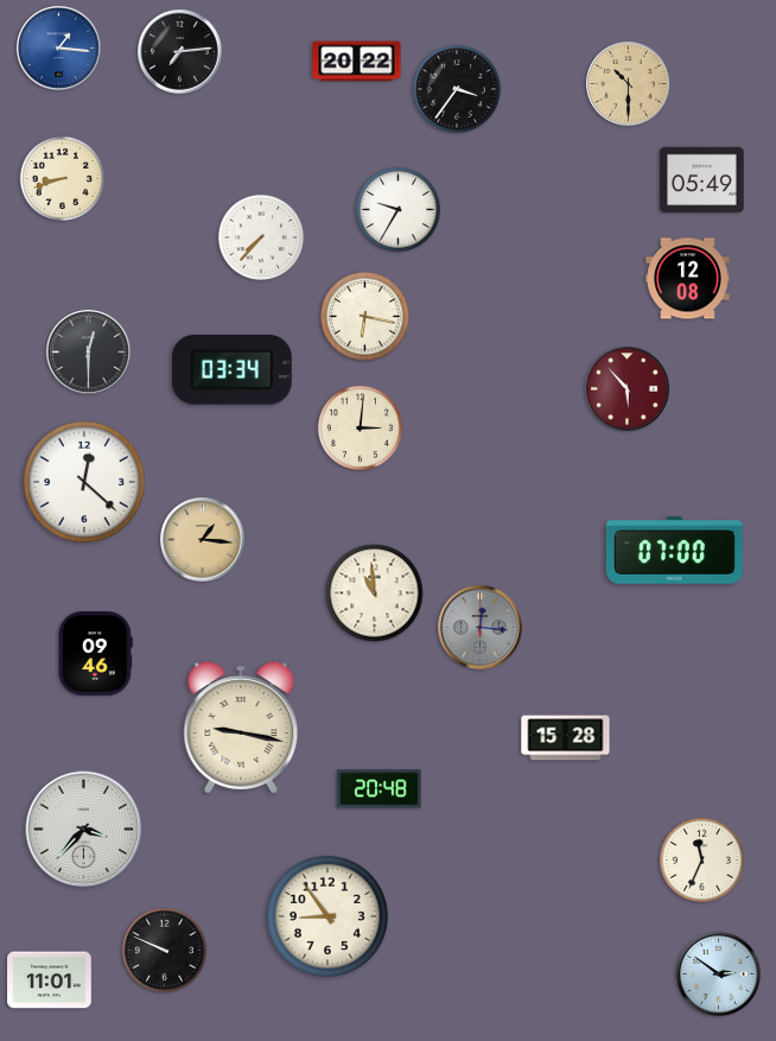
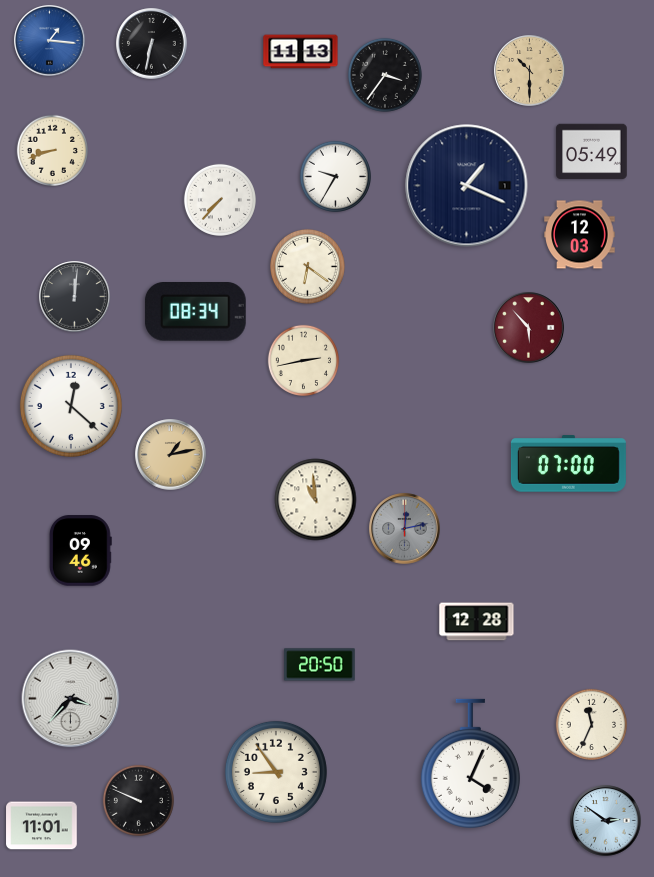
clock at (180, 52): 7:14 -> 6:32
clock at (357, 62): 20:22 -> 11:13
clock at (467, 186): none -> 1:19
clock at (688, 279): 12:08 -> 12:03
clock at (364, 316): 6:17 -> 6:21
clock at (89, 353): 12:30 -> 12:01
clock at (231, 370): 03:34 -> 08:34
clock at (360, 427): 3:01 -> 2:43
clock at (203, 540): 1:16 -> 1:13
clock at (481, 628): 12:16 -> 12:13
clock at (241, 728): 9:17 -> none
clock at (566, 738): 15:28 -> 12:28
clock at (380, 789): 20:48 -> 20:50
clock at (470, 763): none -> 4:04
